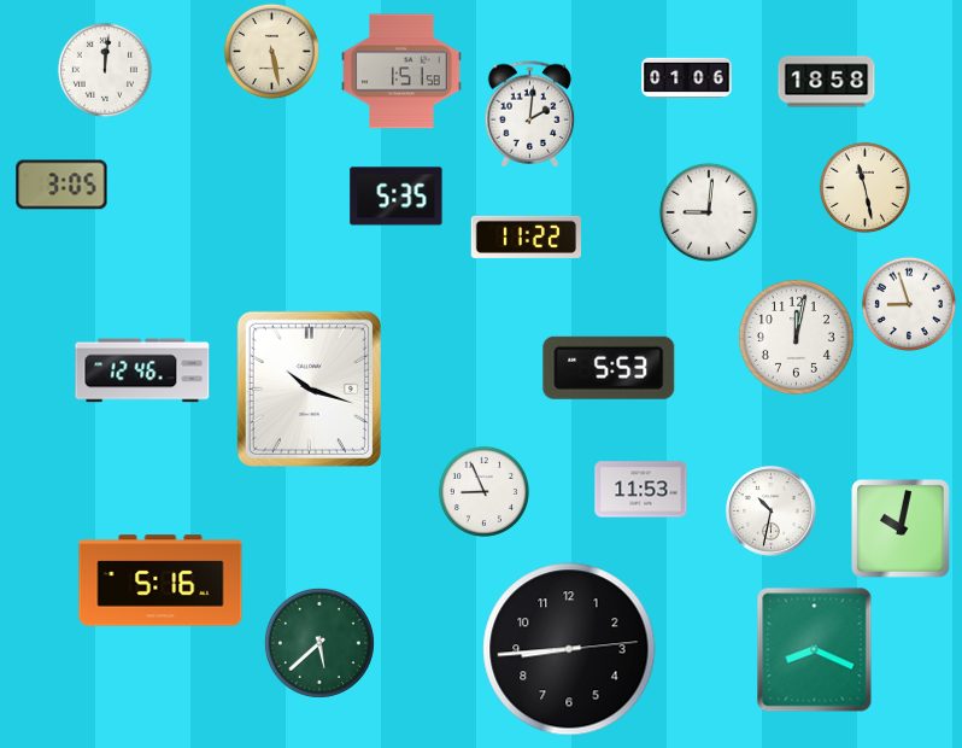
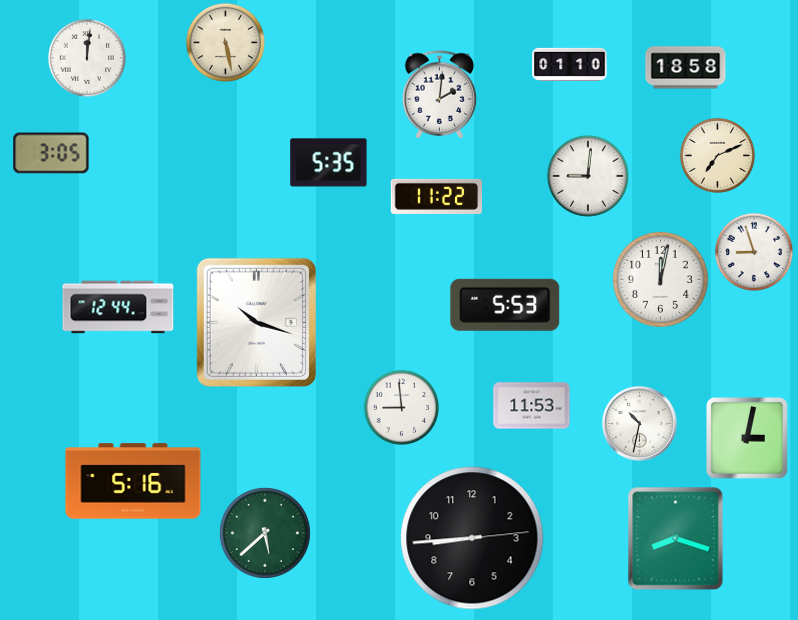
clock at (401, 71): 1:51 -> none
clock at (687, 77): 01:06 -> 01:10
clock at (864, 187): 11:28 -> 7:11
clock at (142, 370): 12:46 -> 12:44
clock at (483, 491): 8:56 -> 8:59
clock at (902, 530): 10:02 -> 3:02
clock at (815, 650): 8:19 -> 8:18
